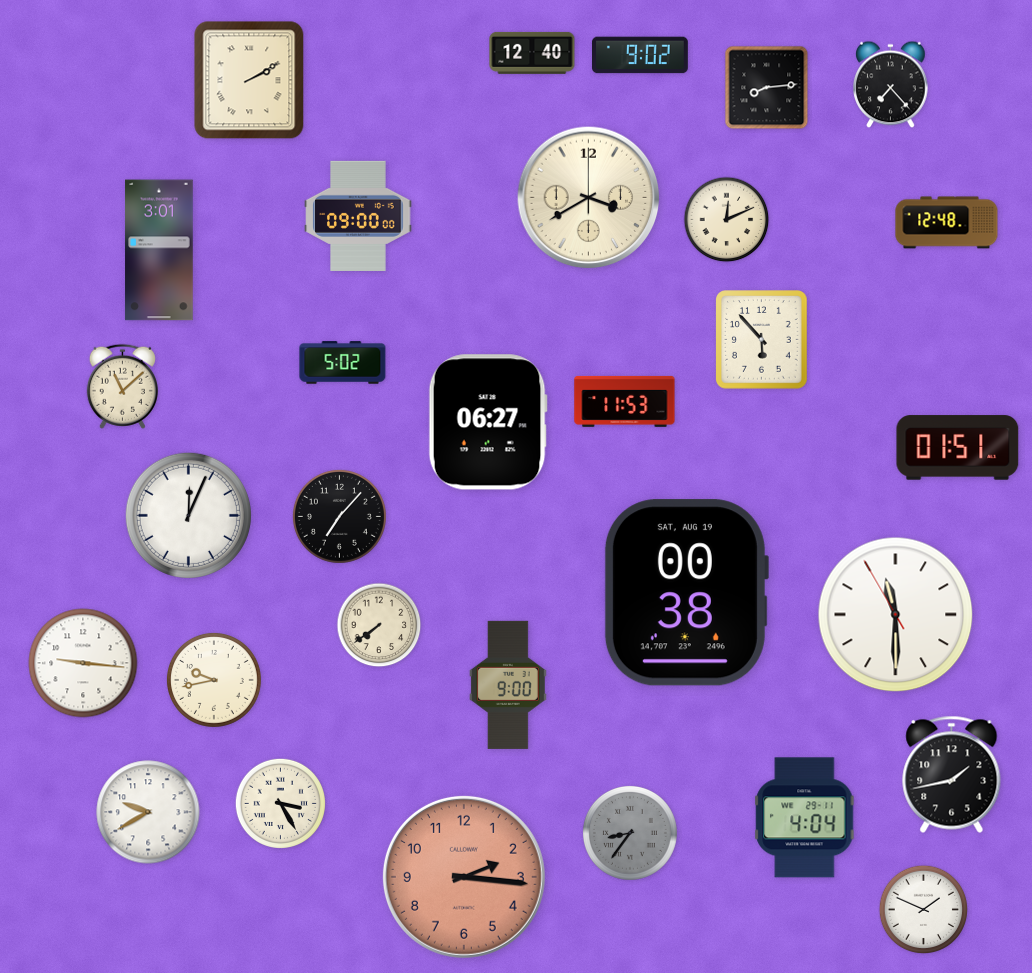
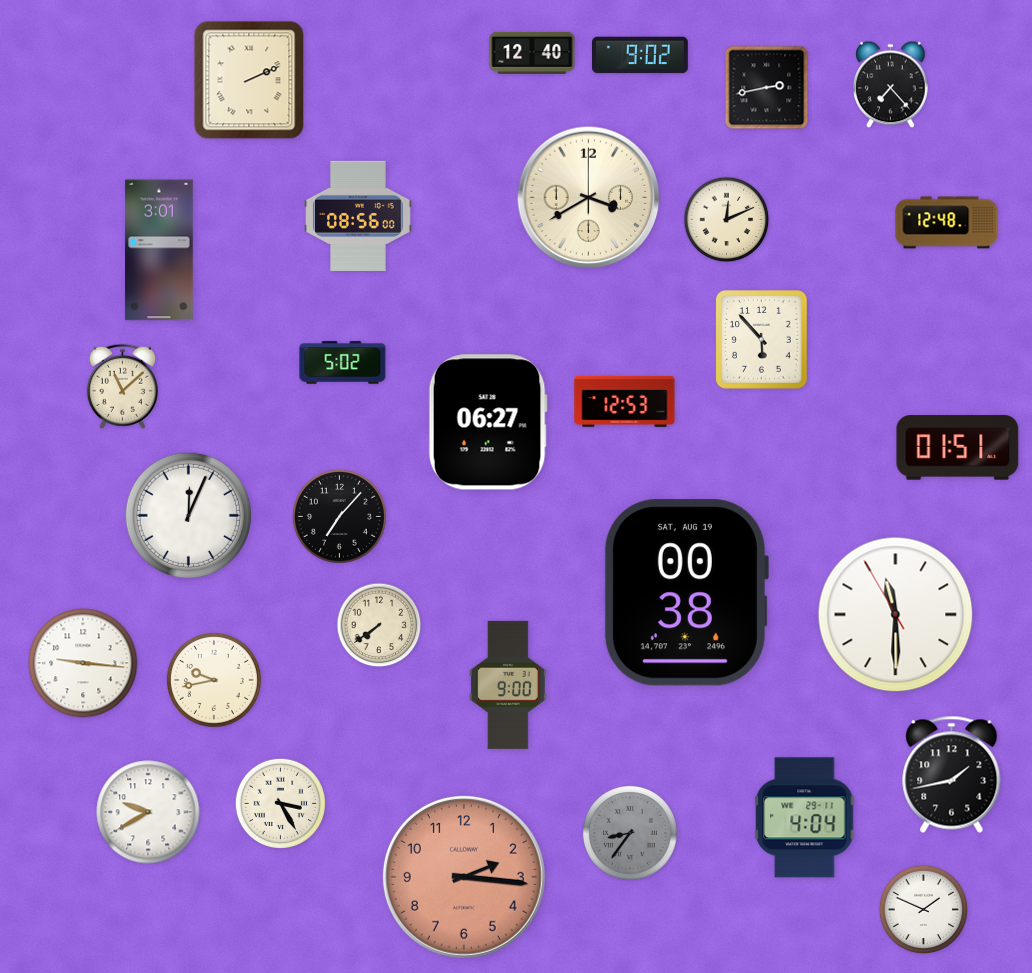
clock at (249, 80): 2:10 -> 2:11
clock at (767, 88): 8:14 -> 2:43
clock at (358, 216): 09:00 -> 08:56
clock at (625, 401): 11:53 -> 12:53
